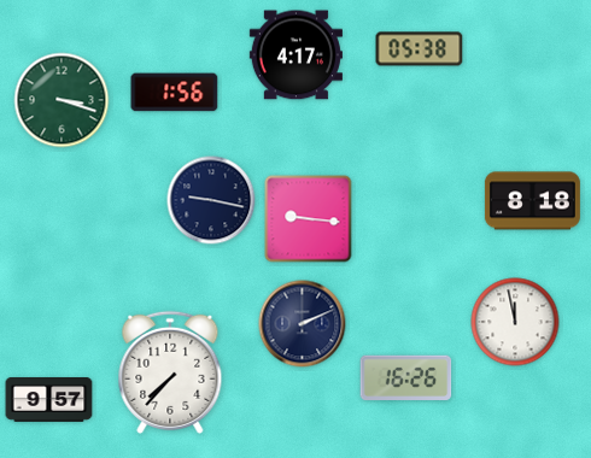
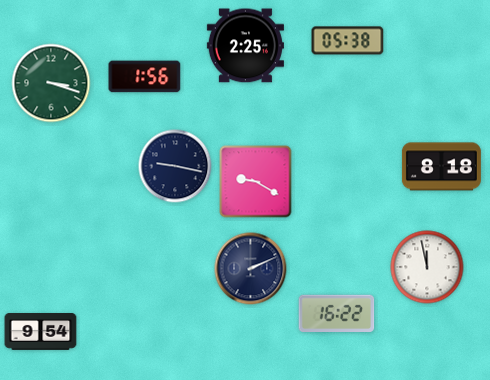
clock at (295, 55): 4:17 -> 2:25
clock at (309, 219): 9:16 -> 9:20
clock at (170, 372): 7:37 -> none
clock at (406, 377): 16:26 -> 16:22
clock at (49, 400): 9:57 -> 9:54
